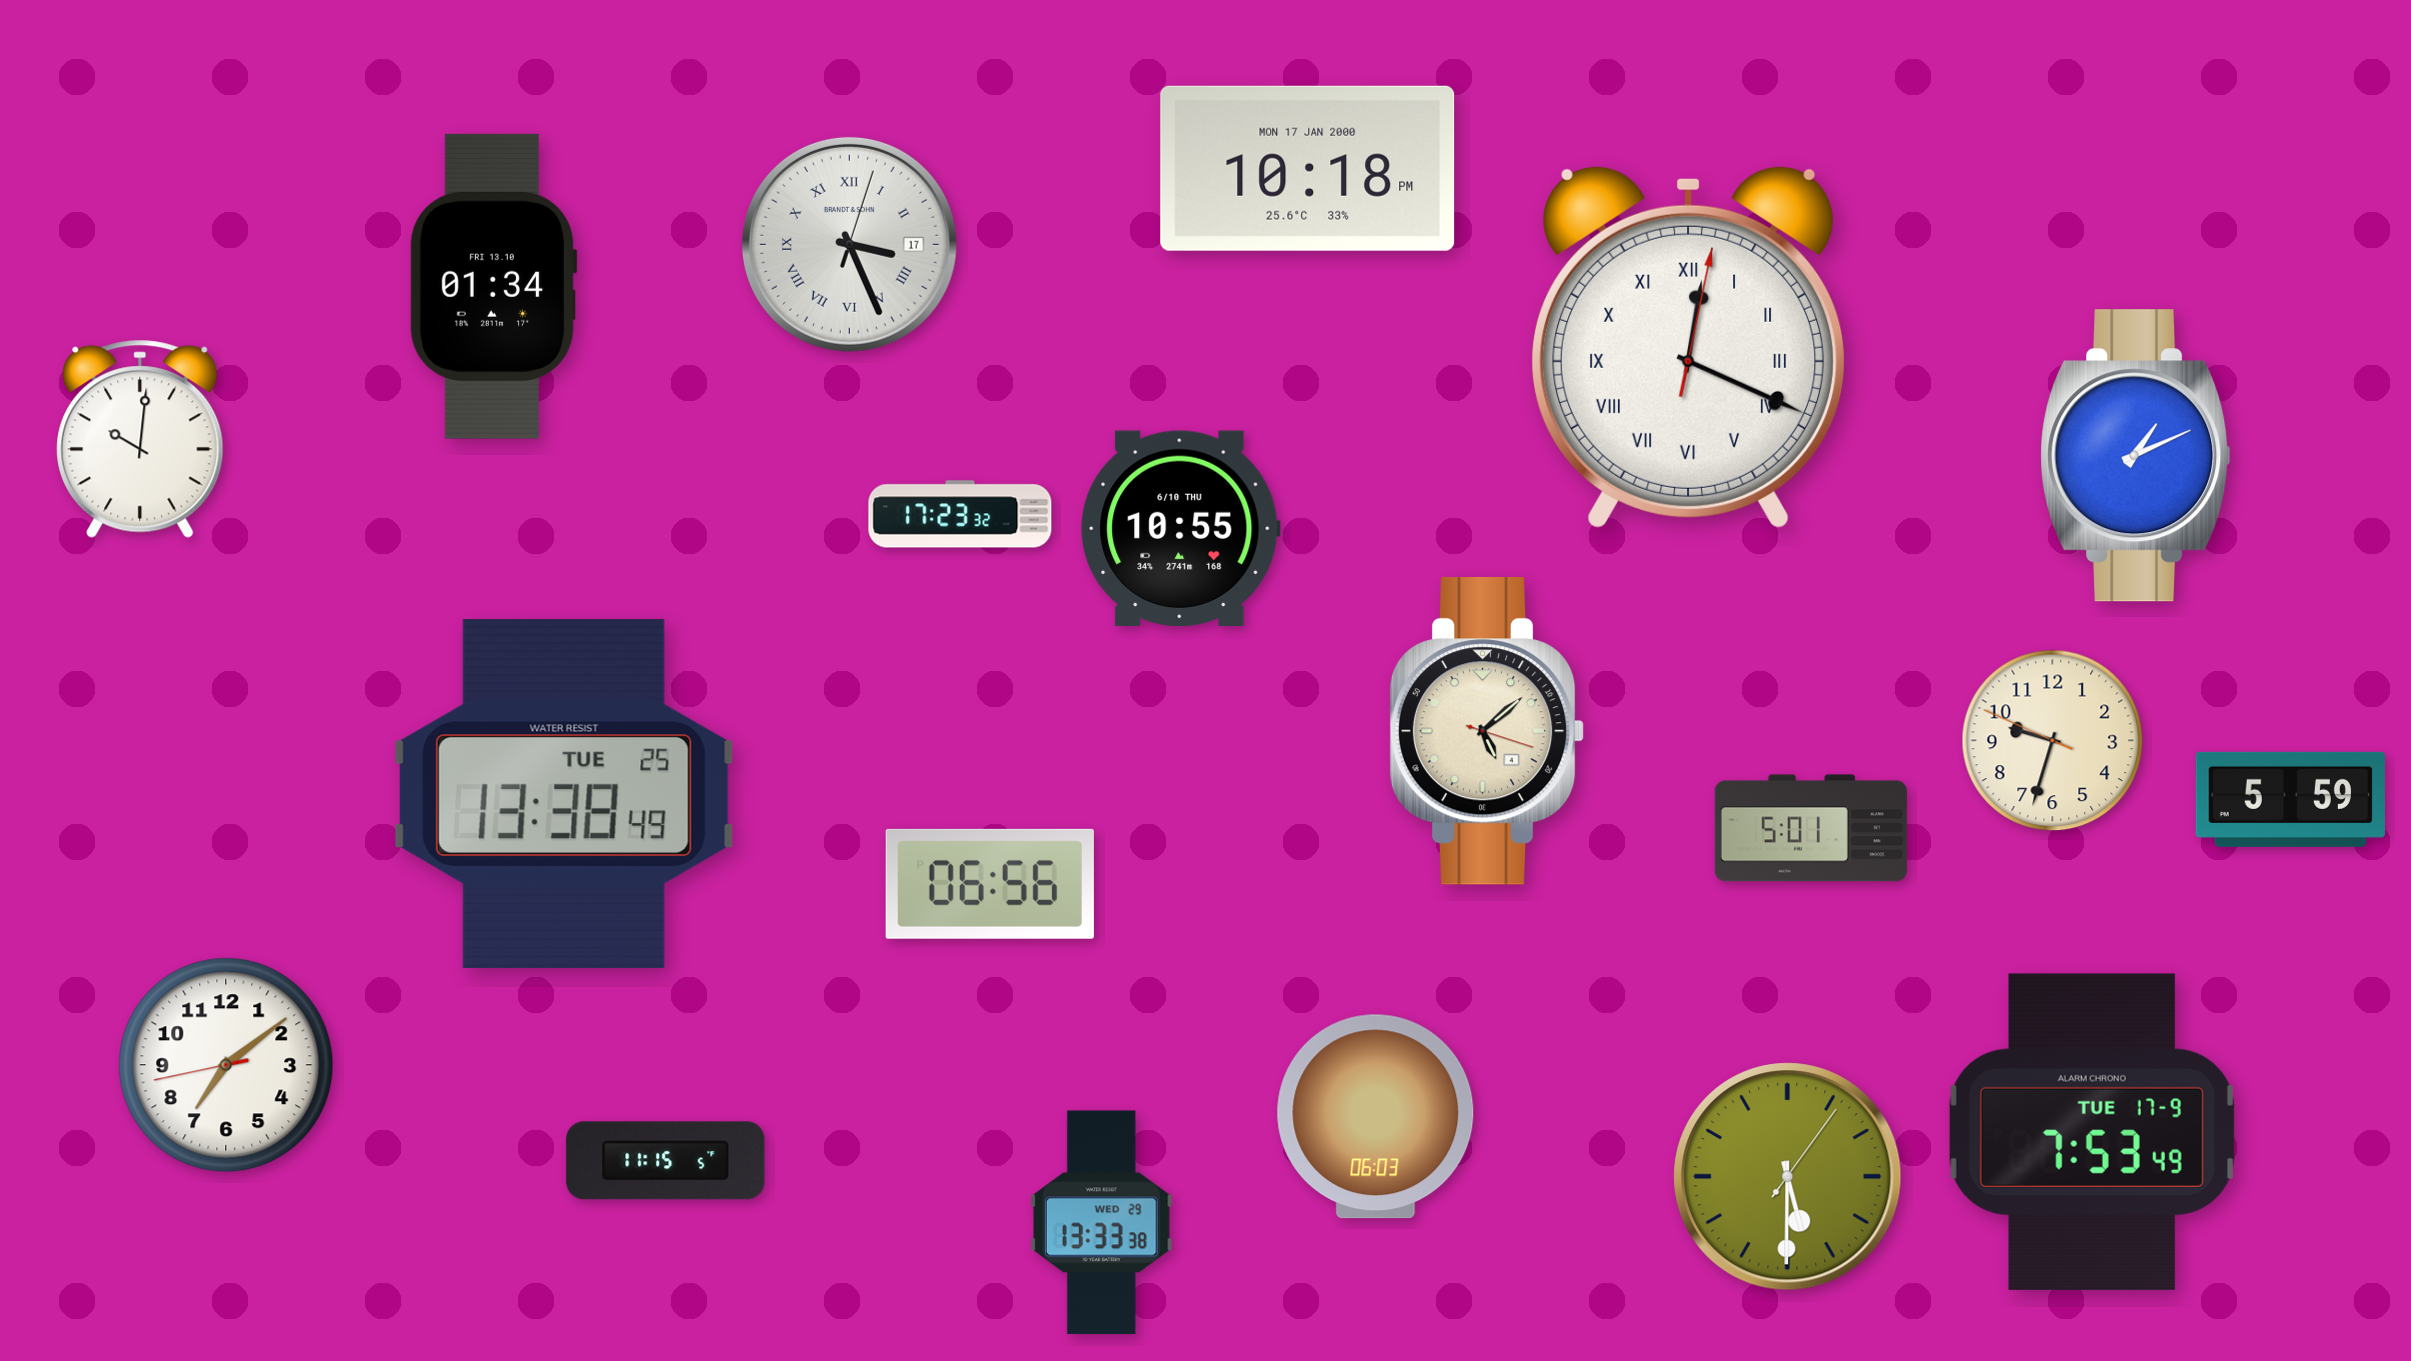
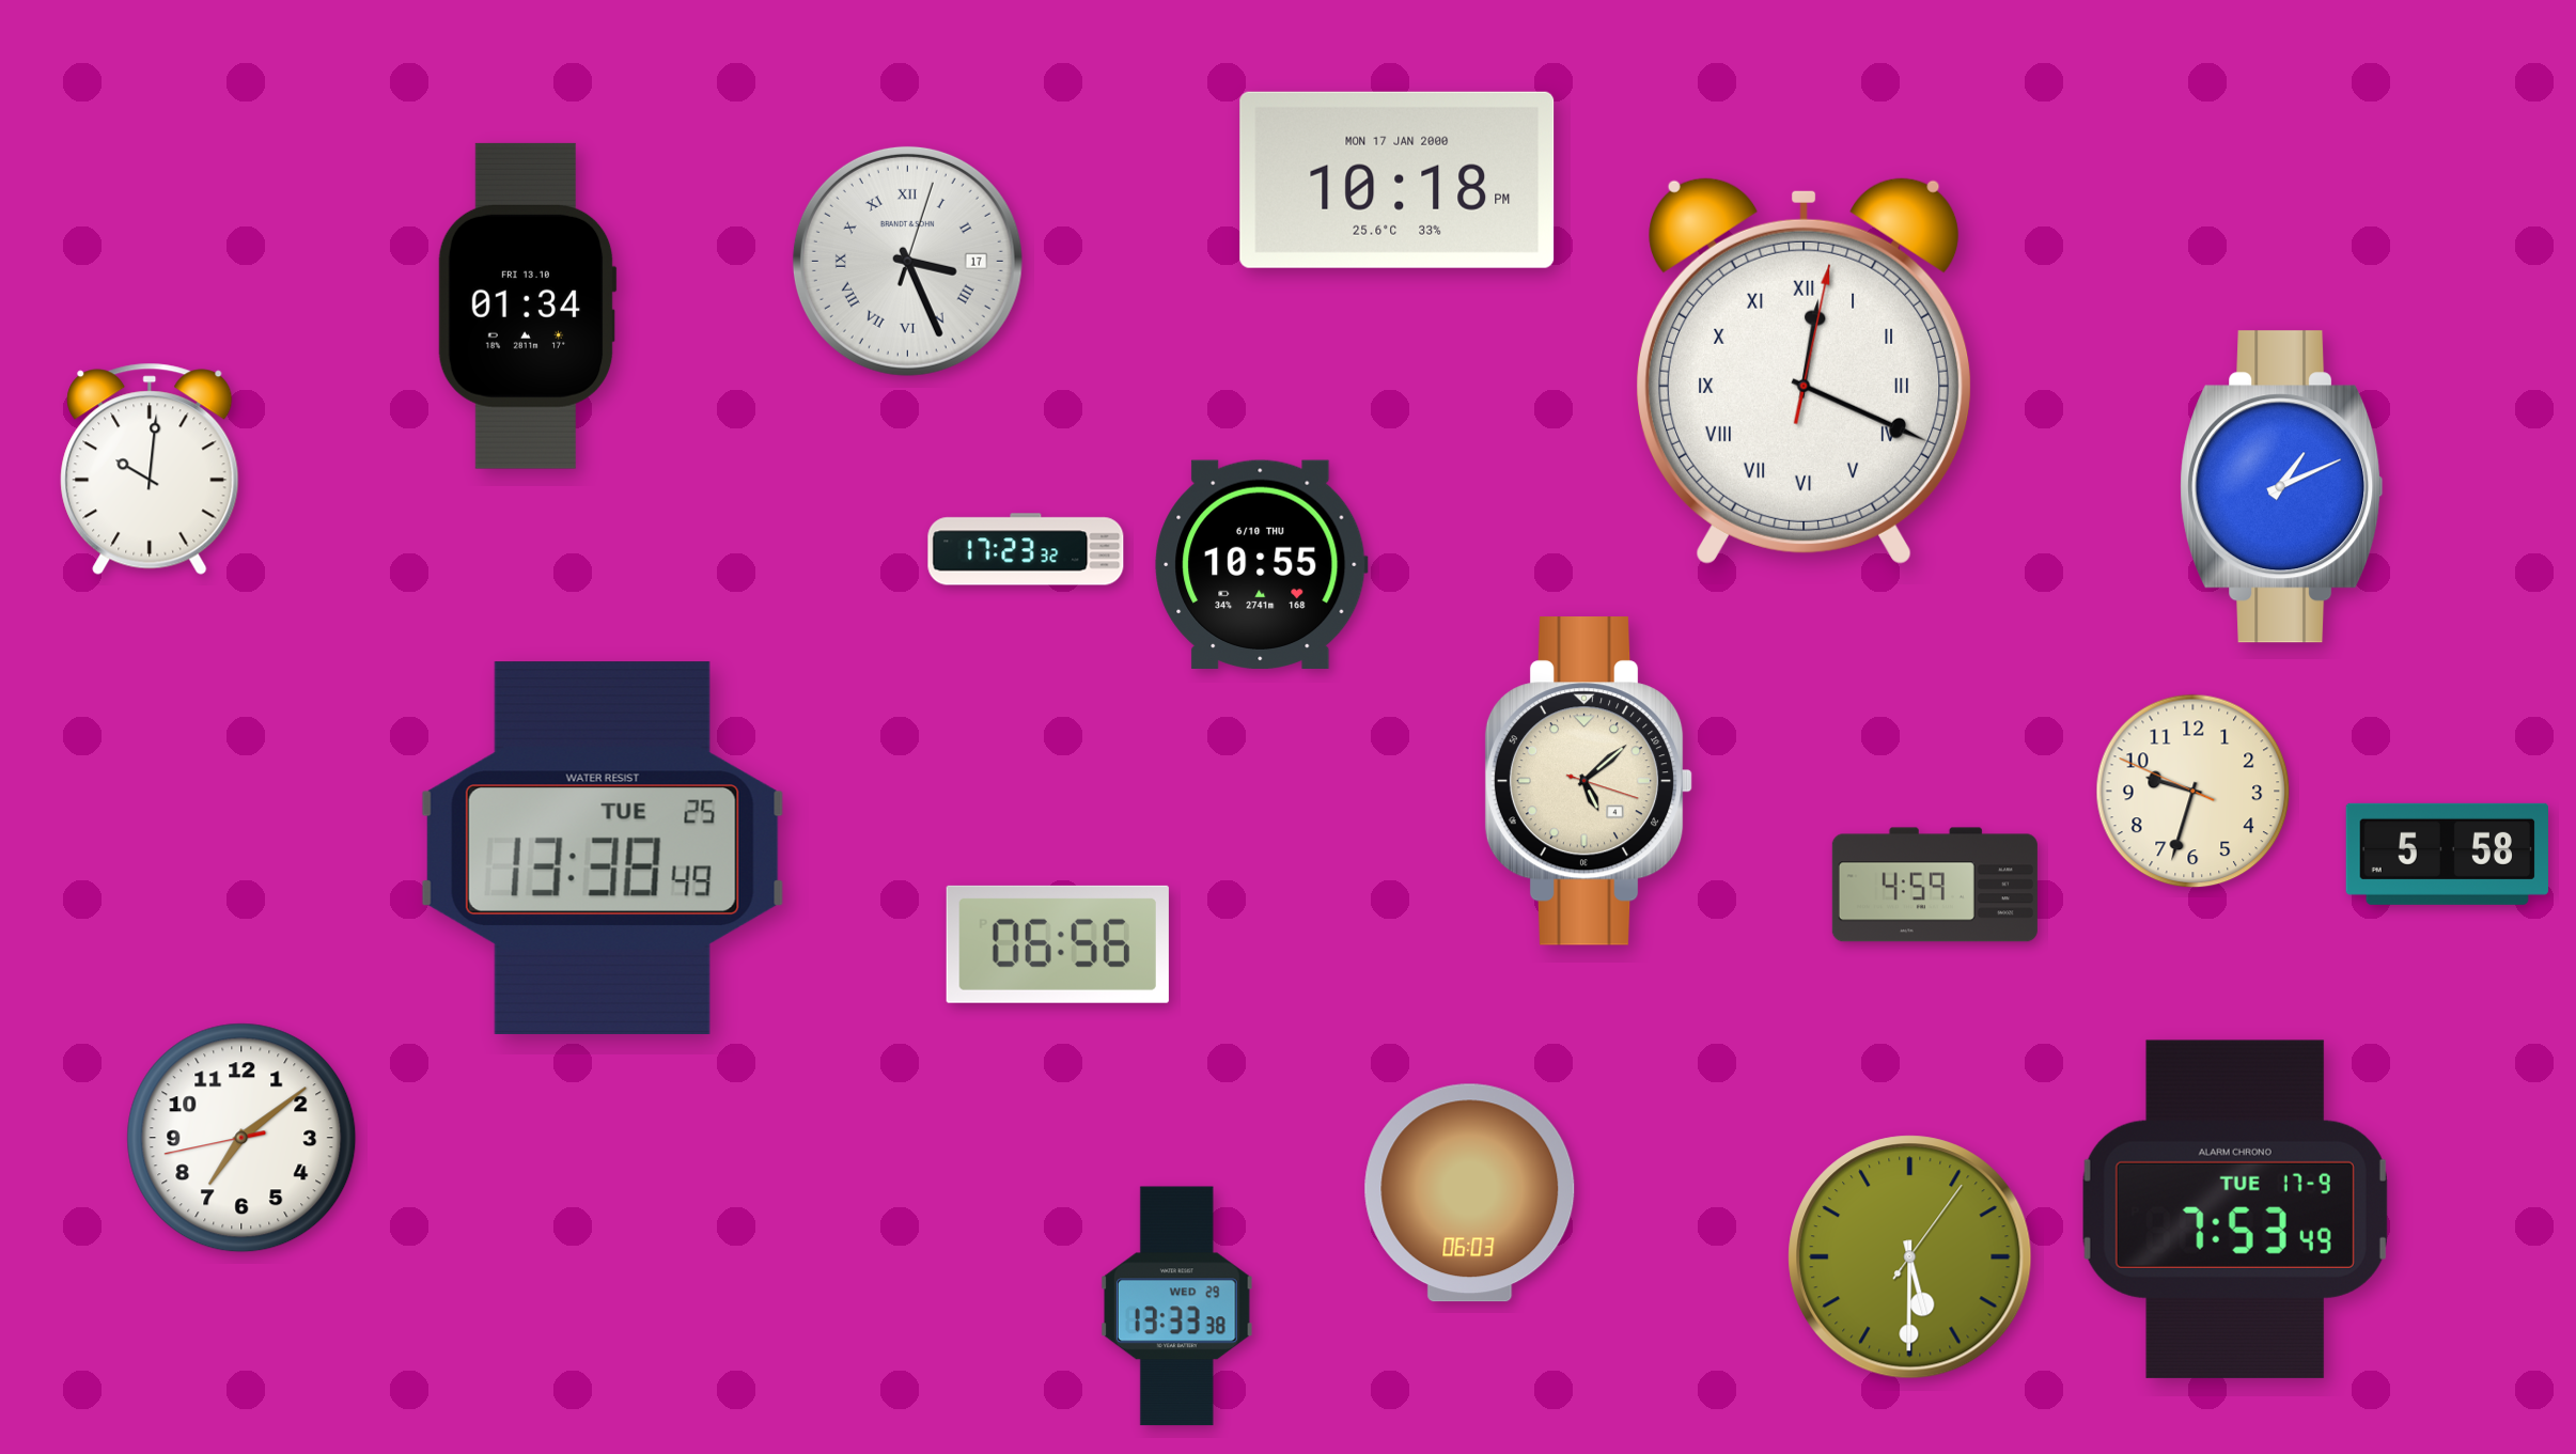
clock at (2290, 799): 5:59 -> 5:58
clock at (1811, 828): 5:01 -> 4:59
clock at (666, 1161): 11:15 -> none
